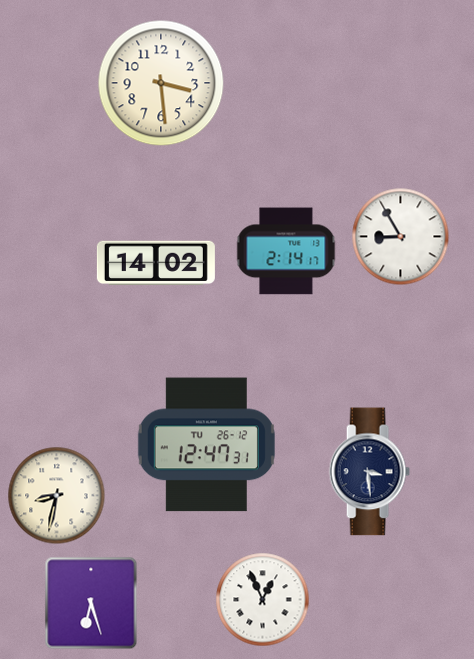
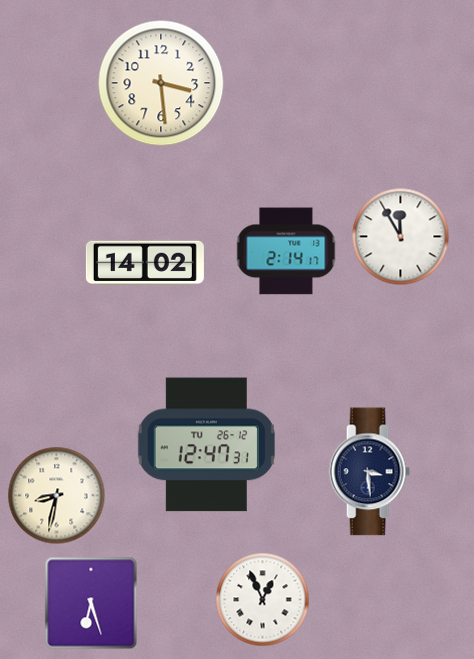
clock at (401, 237): 8:55 -> 11:55
clock at (156, 263) position: (156, 263) -> (145, 263)
